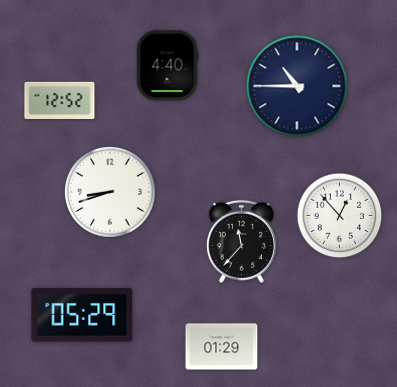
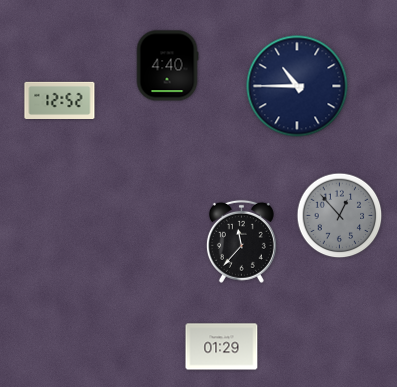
clock at (110, 192): 8:42 -> none
clock at (340, 216) dial: white -> grey
clock at (82, 315): 05:29 -> none
